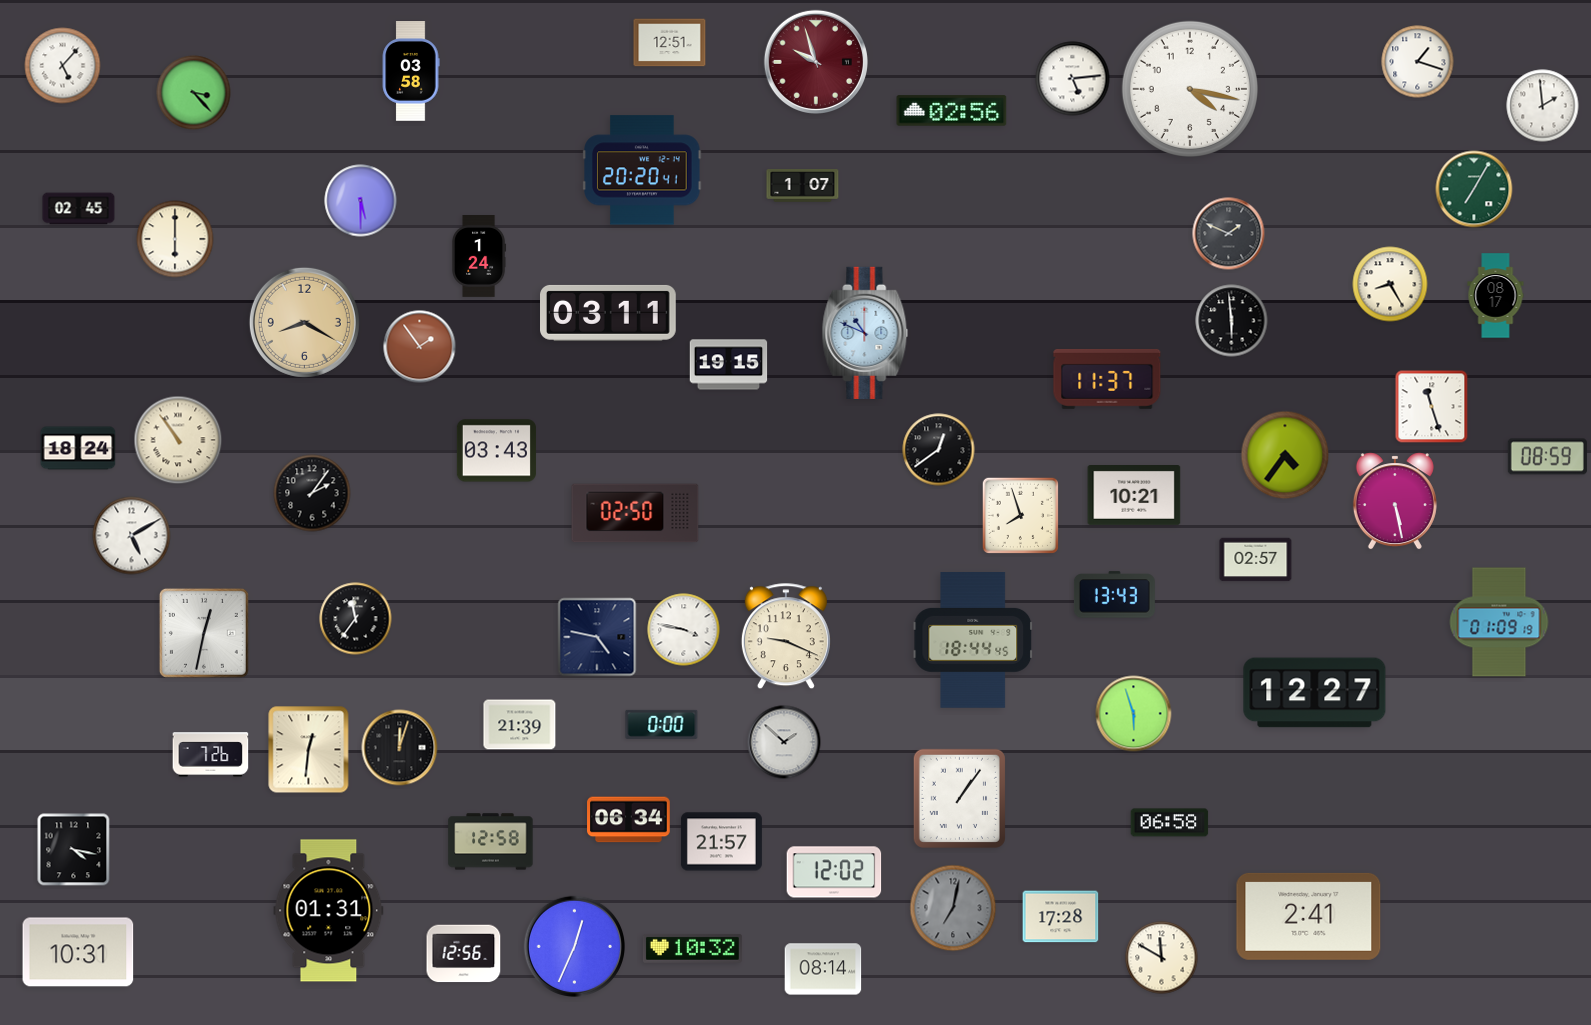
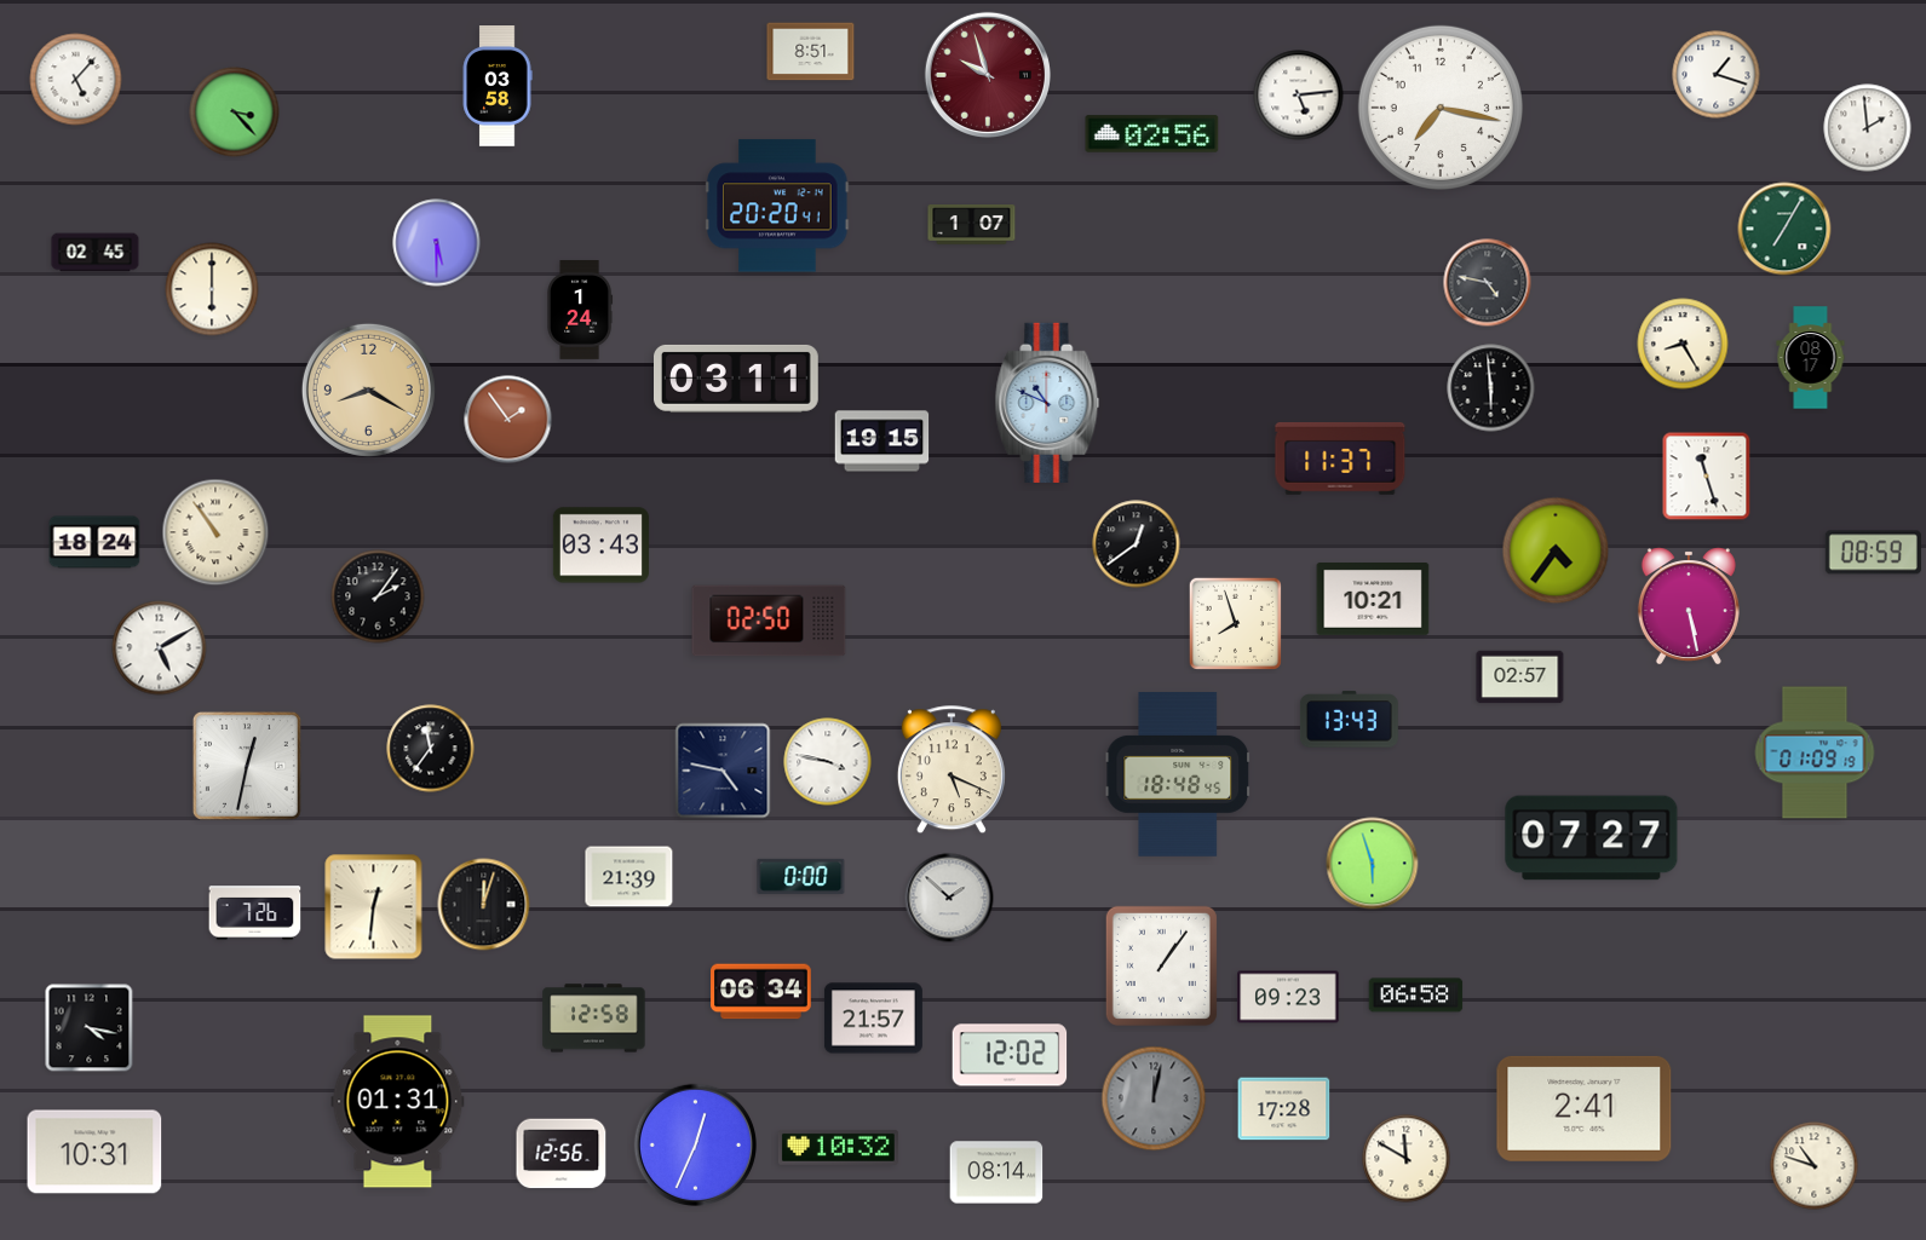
clock at (670, 43): 12:51 -> 8:51
clock at (1190, 89): 4:17 -> 7:17
clock at (1229, 234): 1:49 -> 4:47
clock at (1432, 407) position: (1432, 407) -> (1707, 477)
clock at (786, 637): 9:19 -> 5:19
clock at (973, 641): 18:44 -> 18:48
clock at (1315, 693): 12:27 -> 07:27
clock at (1288, 997): none -> 09:23
clock at (953, 908): 7:02 -> 12:02
clock at (1815, 1166): none -> 10:48
